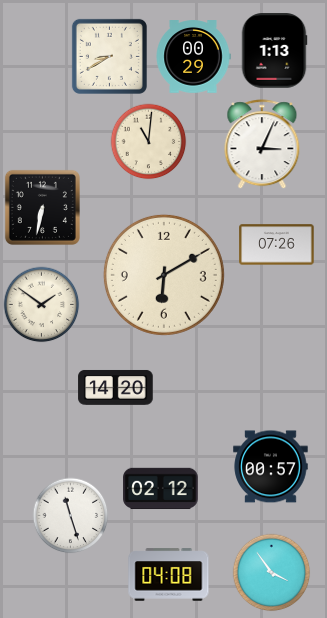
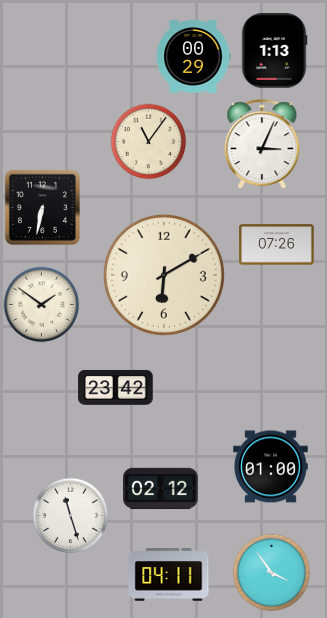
clock at (109, 56): 8:40 -> none
clock at (149, 142): 11:01 -> 11:06
clock at (116, 388): 14:20 -> 23:42
clock at (271, 467): 00:57 -> 01:00
clock at (169, 575): 04:08 -> 04:11
